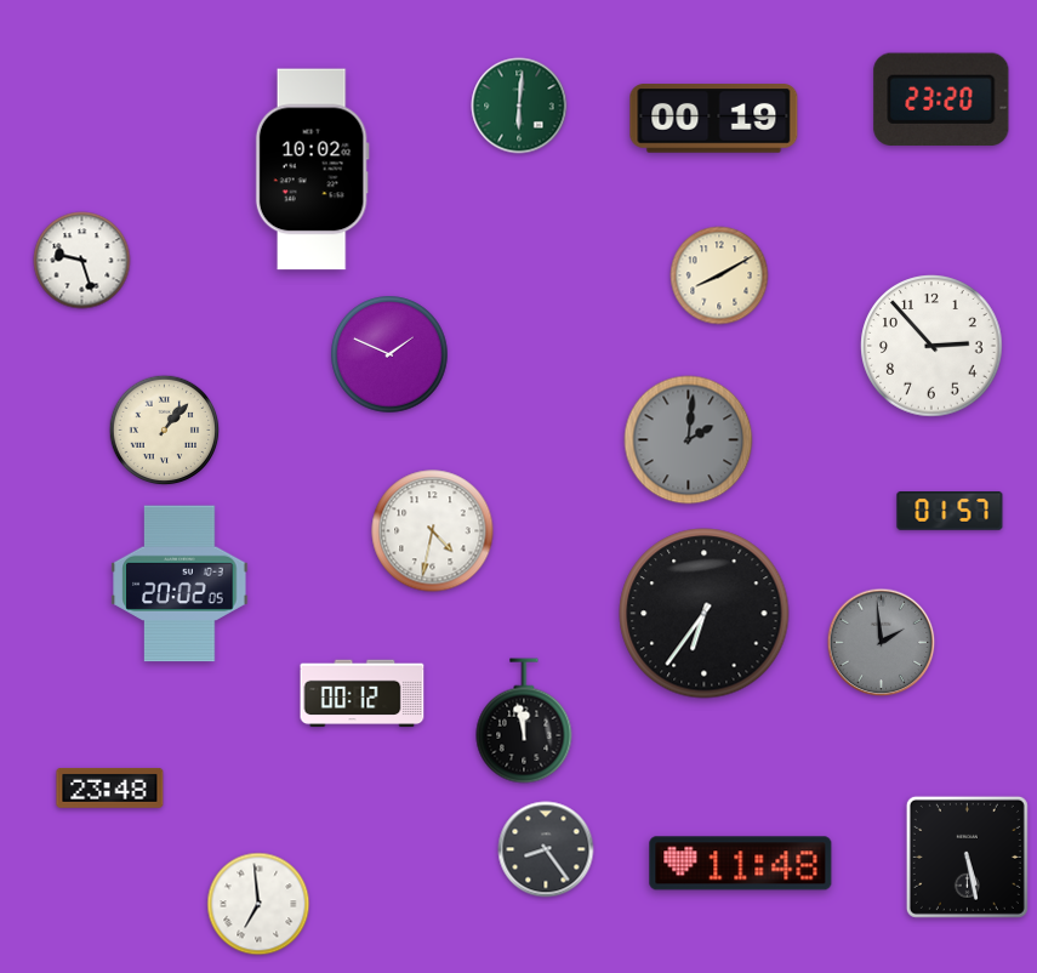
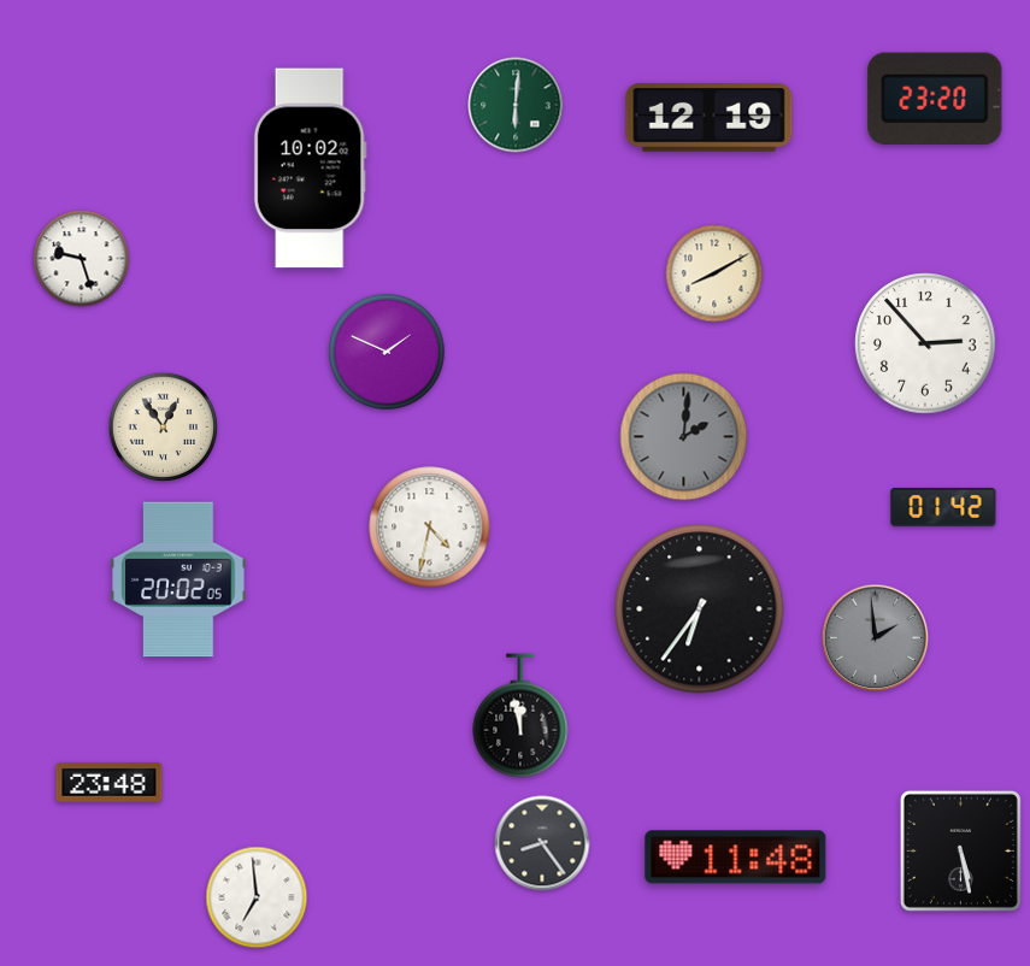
clock at (714, 119): 00:19 -> 12:19
clock at (165, 431): 1:07 -> 12:54
clock at (950, 512): 01:57 -> 01:42
clock at (363, 694): 00:12 -> none
